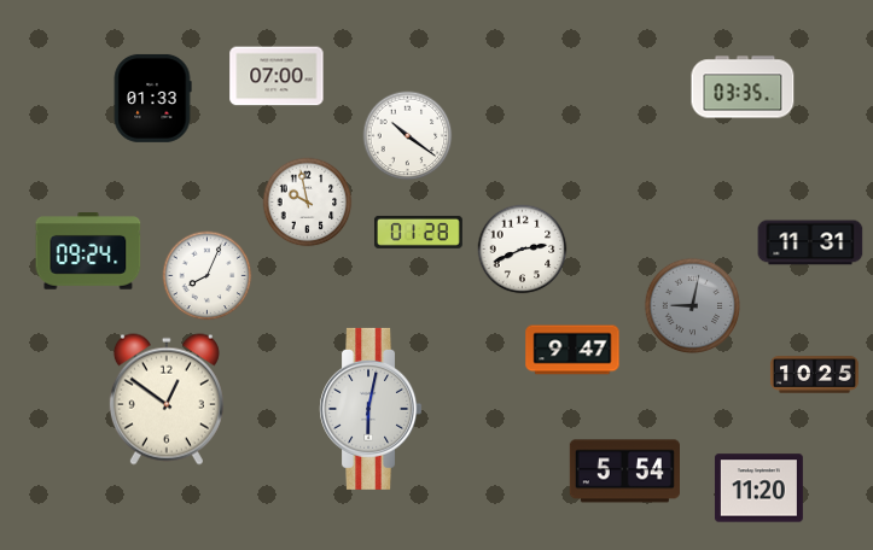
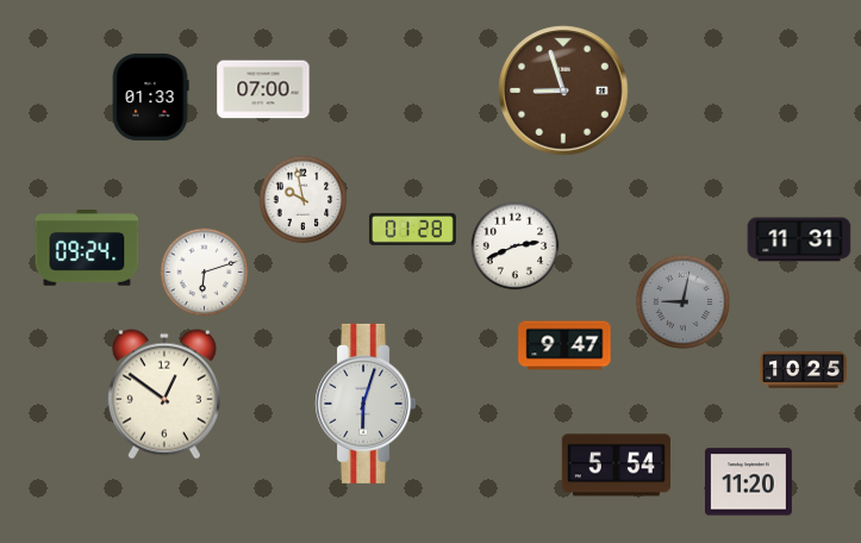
clock at (277, 76) position: (277, 76) -> (263, 89)
clock at (743, 87): 03:35 -> none
clock at (563, 90): none -> 8:57
clock at (408, 136): 10:21 -> none
clock at (208, 276): 8:04 -> 6:12
clock at (371, 409): 6:02 -> 6:03
